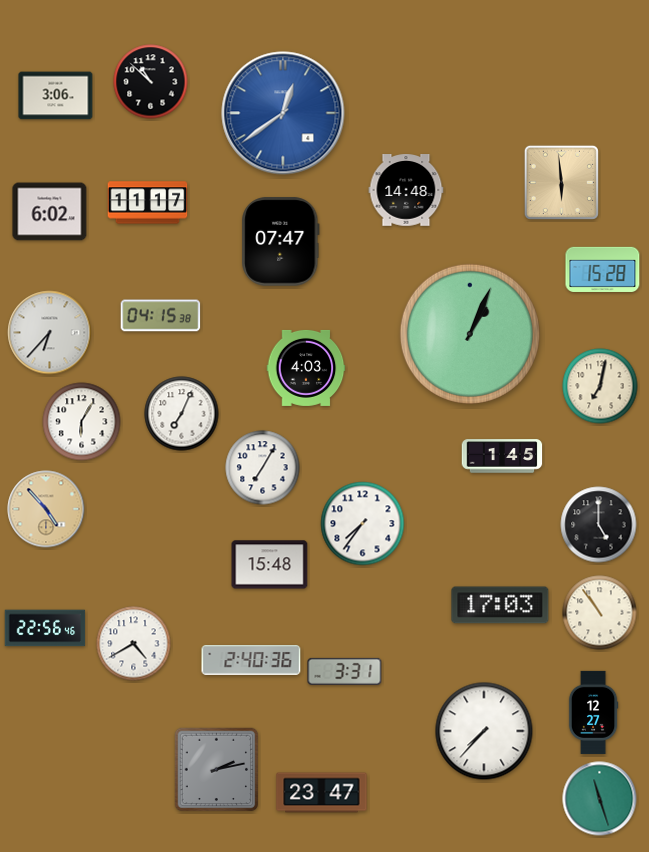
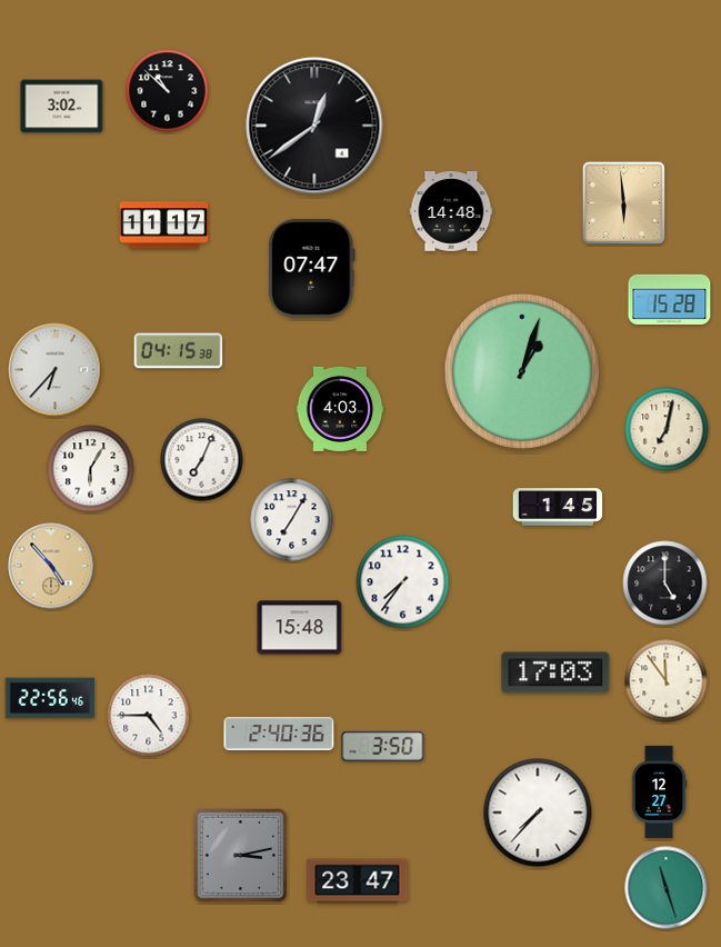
clock at (56, 96): 3:06 -> 3:02
clock at (283, 113) dial: blue -> black
clock at (50, 212): 6:02 -> none
clock at (470, 334): 1:04 -> 1:03
clock at (600, 613): 10:54 -> 11:54
clock at (134, 644): 4:40 -> 4:45
clock at (345, 671): 3:31 -> 3:50
clock at (217, 770): 2:13 -> 3:13
